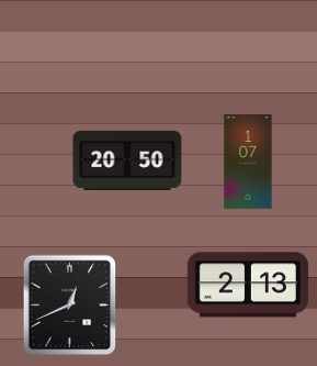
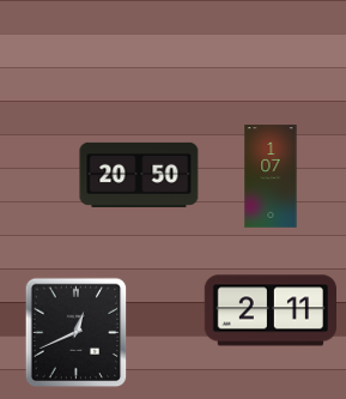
clock at (247, 285): 2:13 -> 2:11
